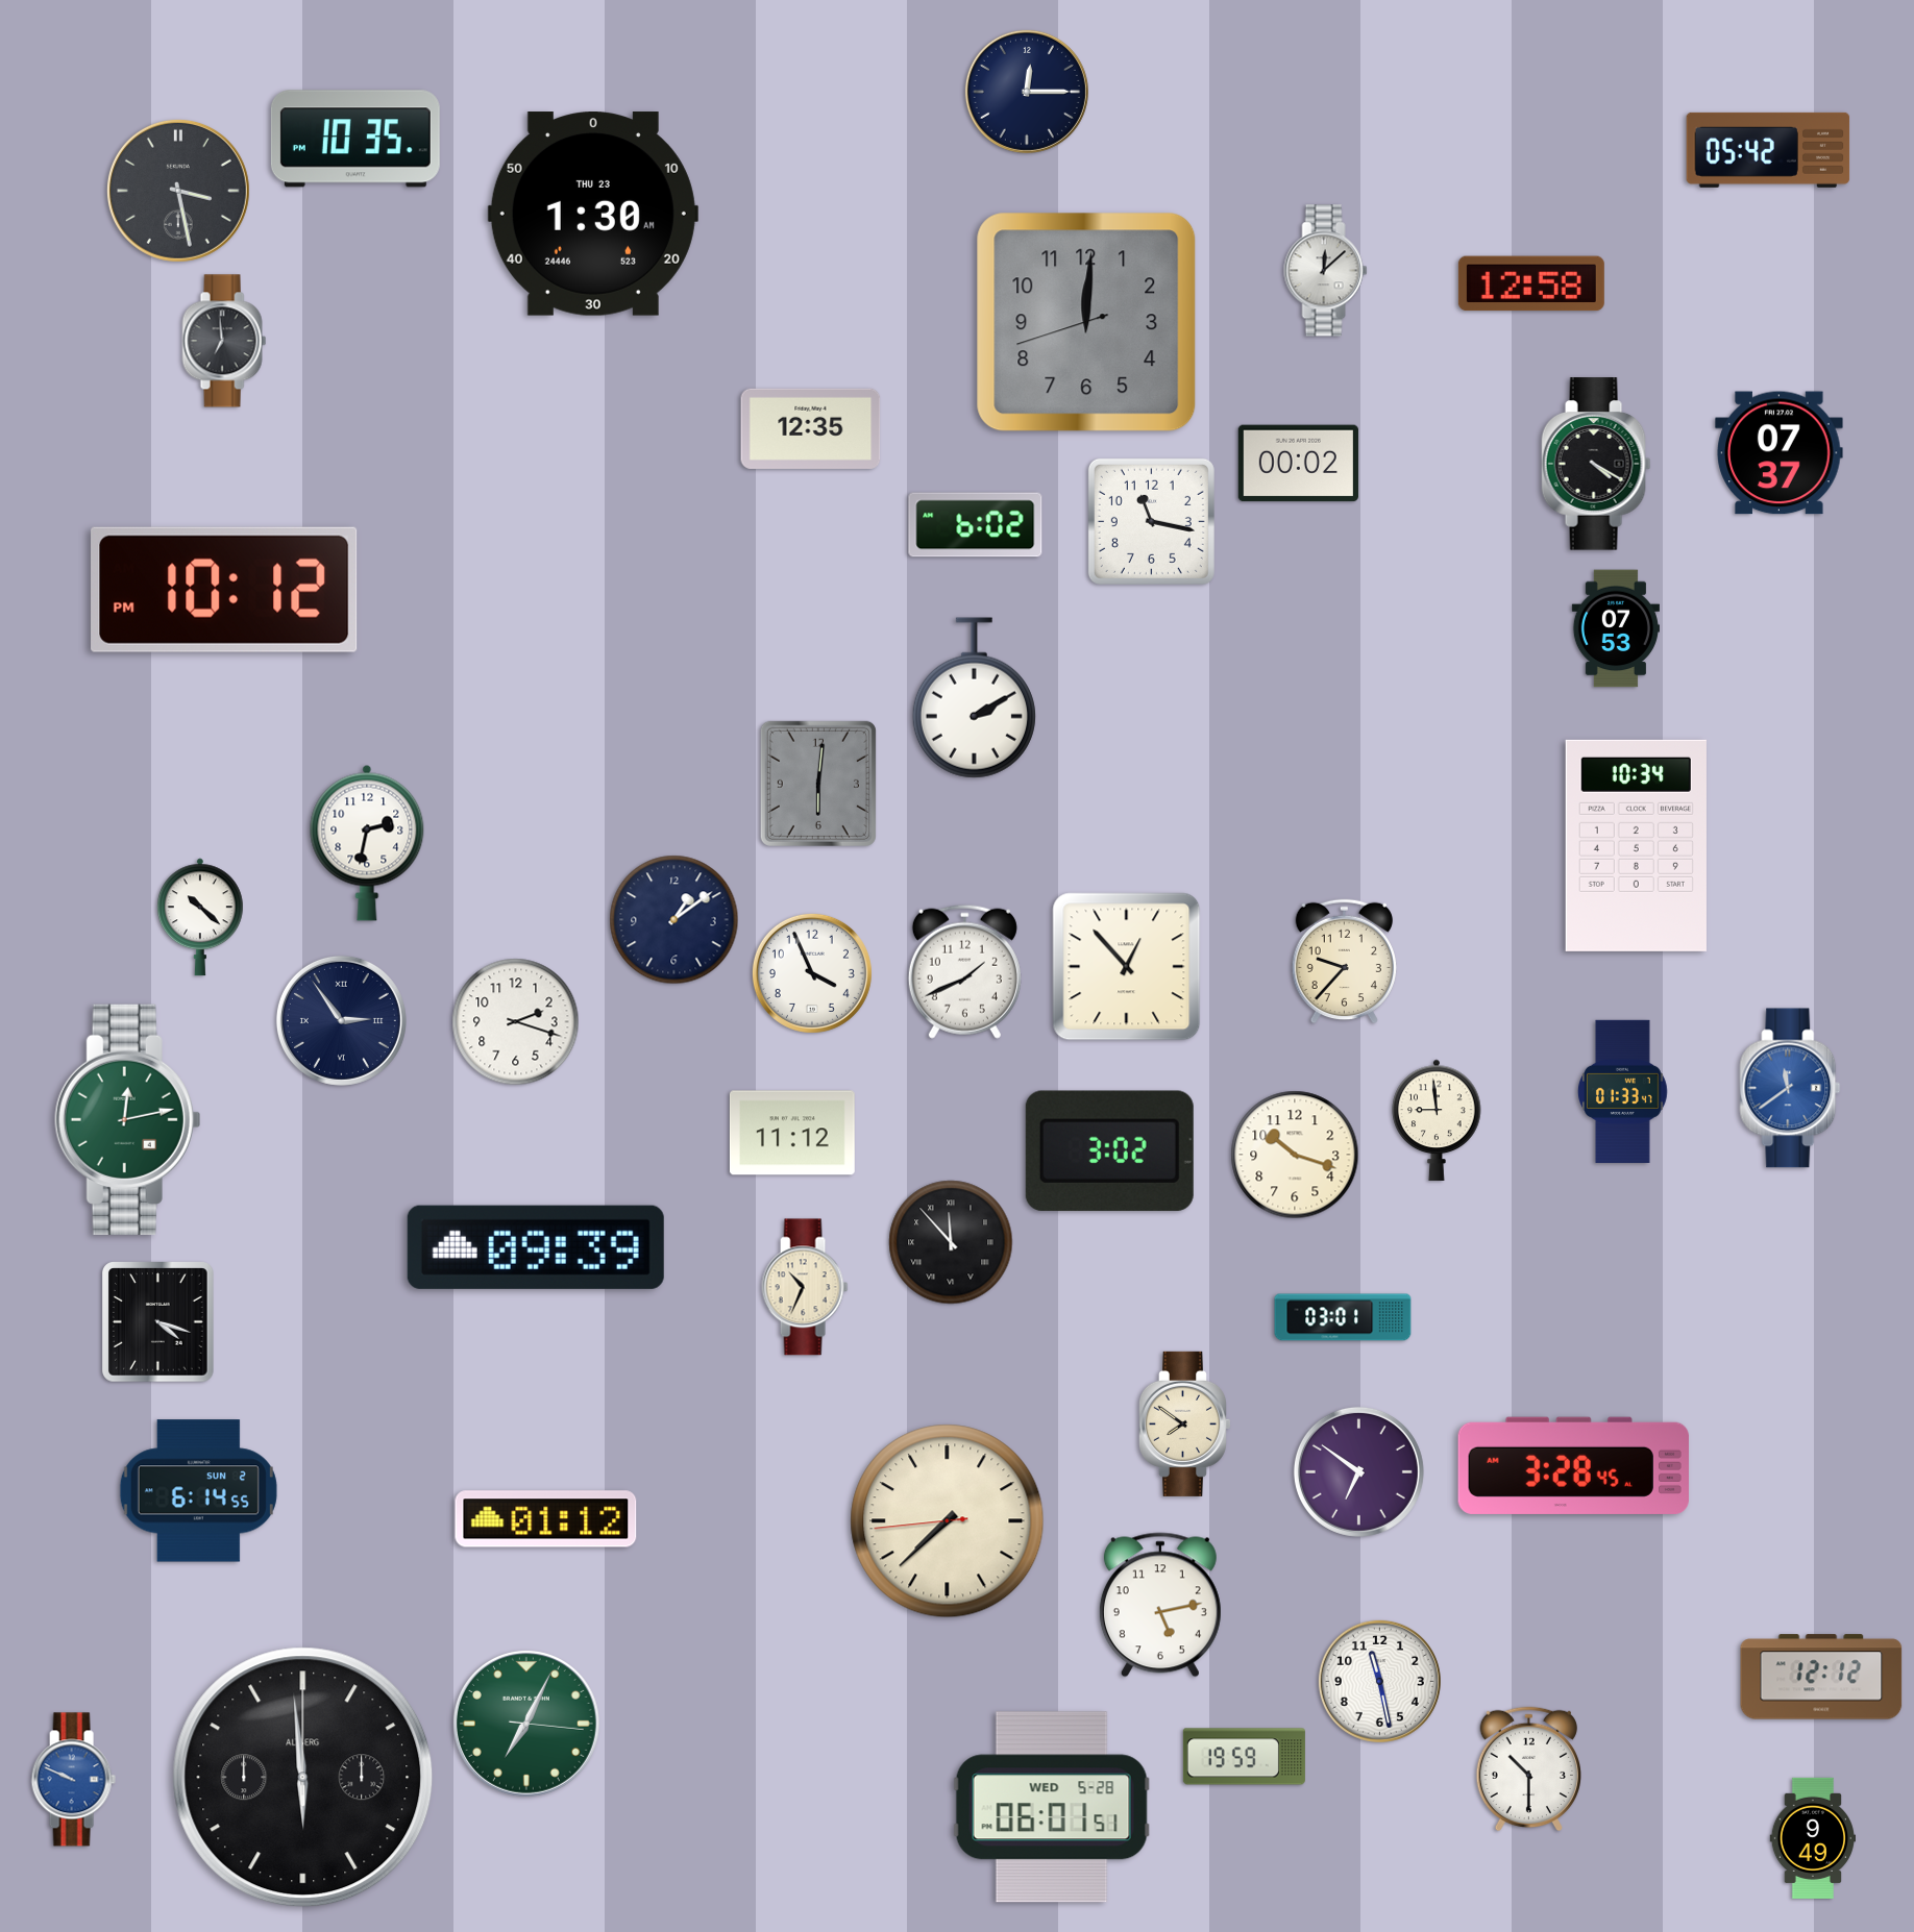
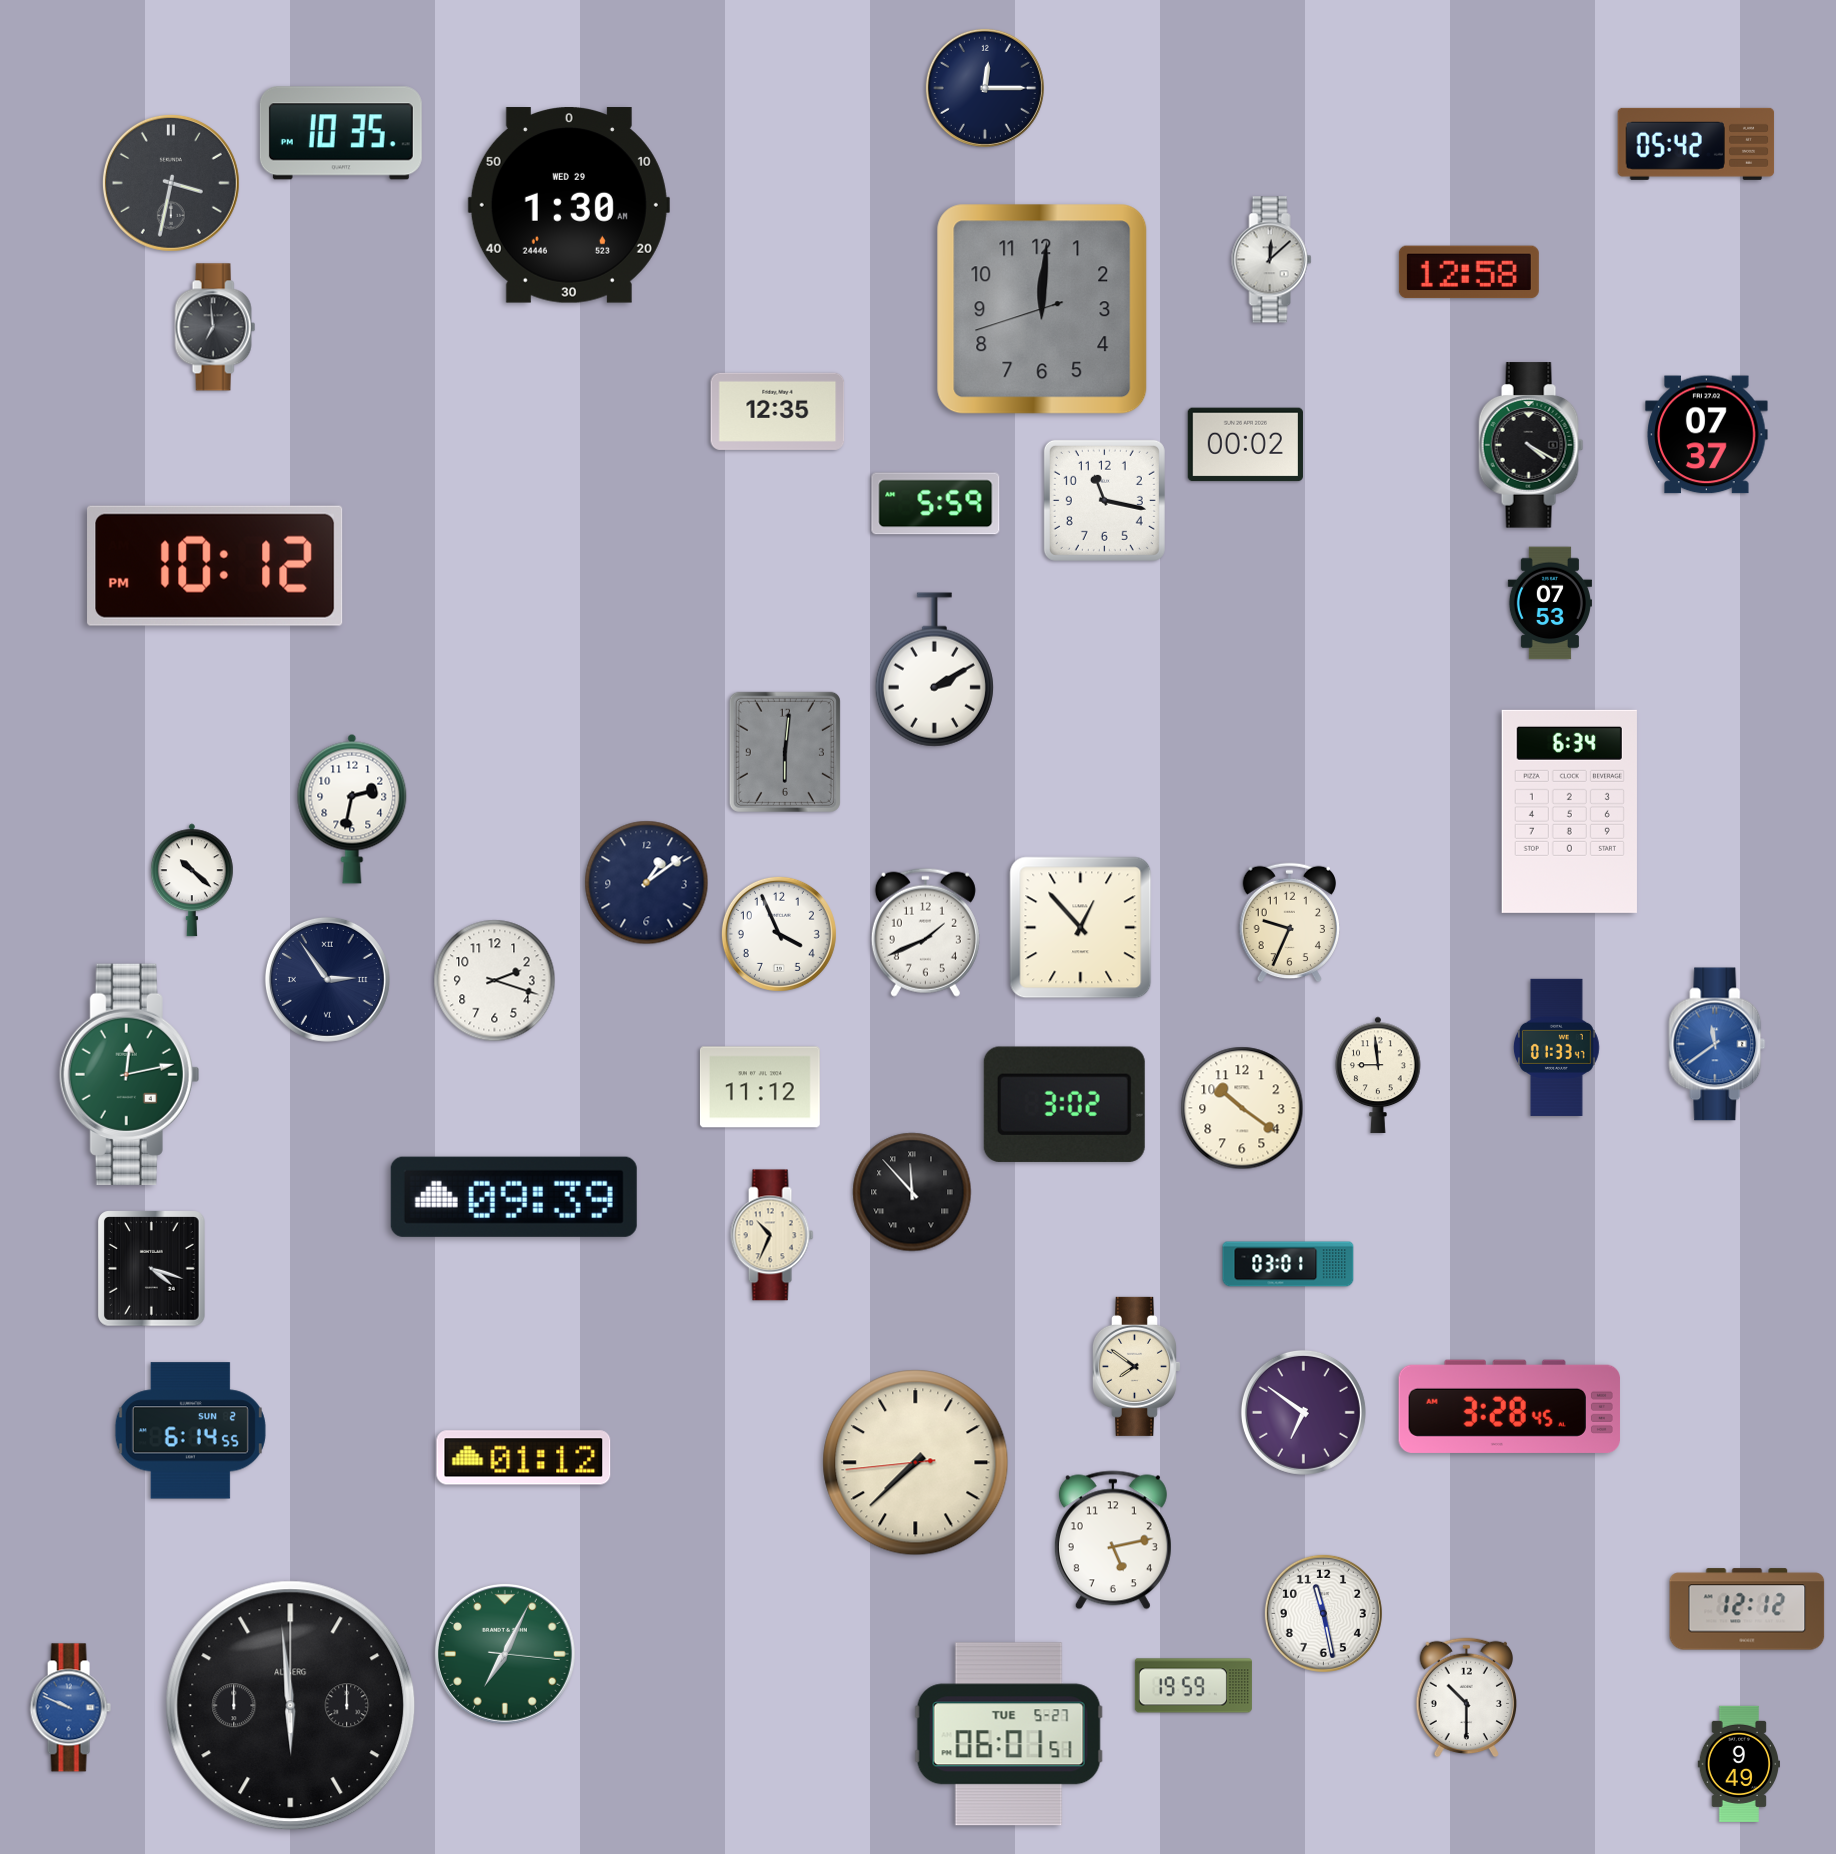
clock at (178, 191): 3:28 -> 3:32
clock at (593, 214) date: THU 23 -> WED 29
clock at (976, 525): 6:02 -> 5:59
clock at (1636, 845): 10:34 -> 6:34
clock at (1344, 962): 9:37 -> 9:34
clock at (128, 1119) position: (128, 1119) -> (130, 1074)
clock at (1295, 1155): 10:18 -> 10:21
clock at (948, 1521) position: (948, 1521) -> (916, 1463)
clock at (1052, 1807) date: WED 5-28 -> TUE 5-27
